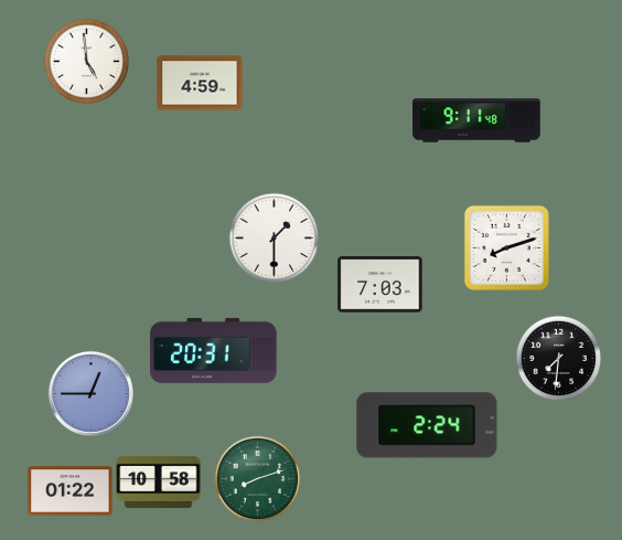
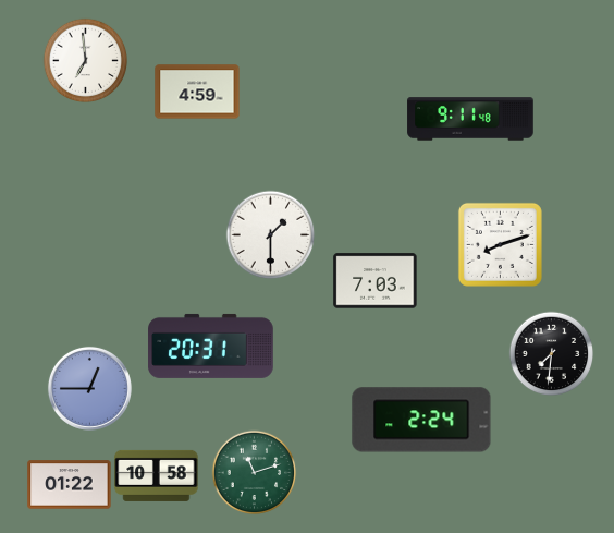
clock at (86, 61): 4:59 -> 6:59
clock at (200, 83) position: (200, 83) -> (197, 92)
clock at (257, 478): 8:12 -> 11:12
